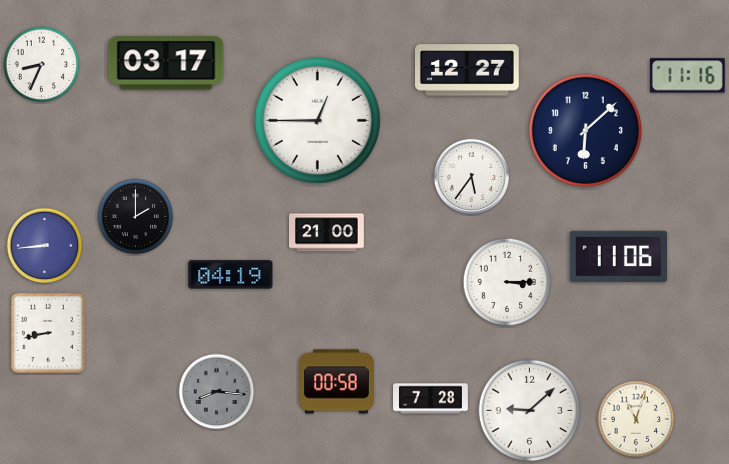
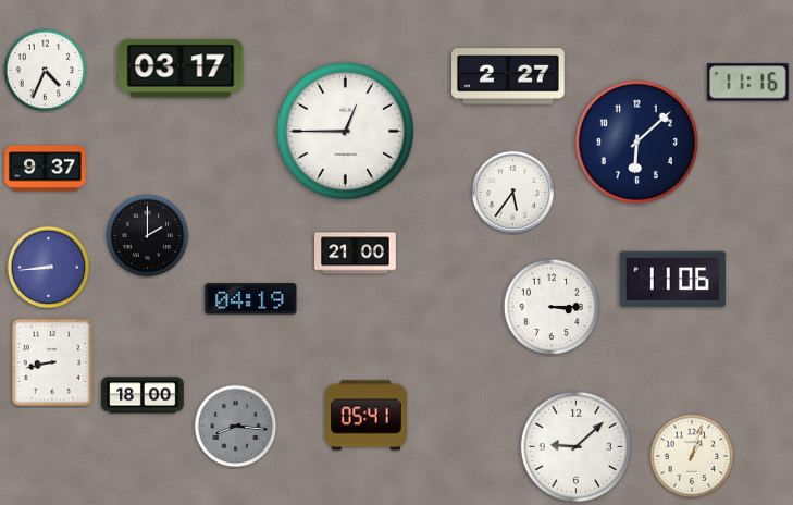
clock at (42, 65): 8:34 -> 4:34
clock at (468, 70): 12:27 -> 2:27
clock at (46, 169): none -> 9:37
clock at (143, 395): none -> 18:00
clock at (337, 382): 00:58 -> 05:41
clock at (431, 399): 7:28 -> none
clock at (636, 419): 11:03 -> 1:03
